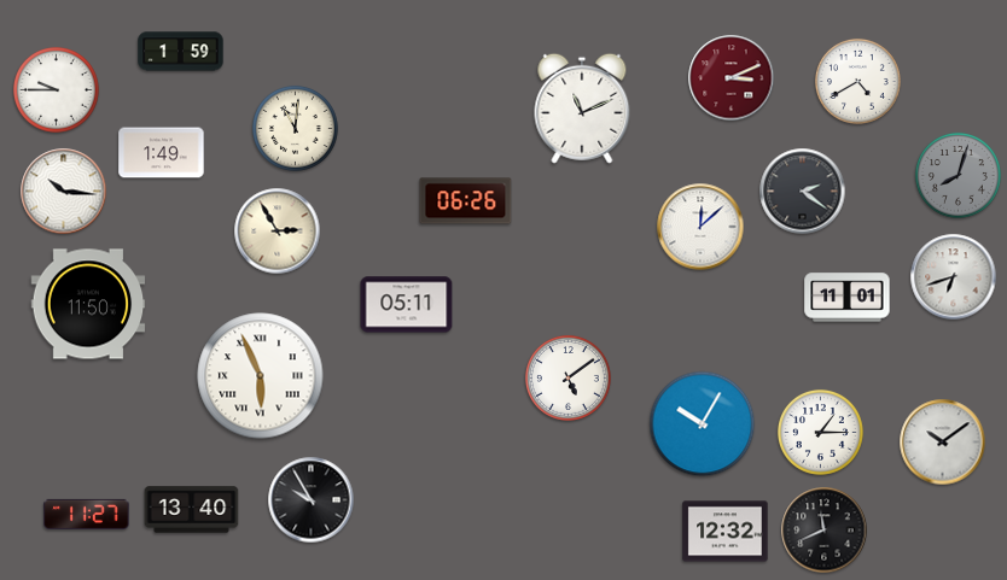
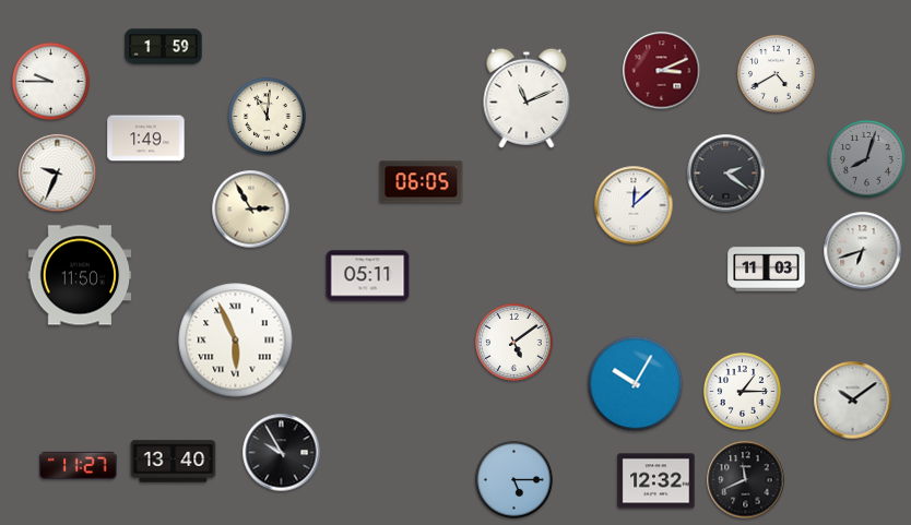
clock at (64, 192): 10:16 -> 9:34
clock at (466, 201): 06:26 -> 06:05
clock at (848, 298): 11:01 -> 11:03
clock at (513, 479): none -> 5:15
